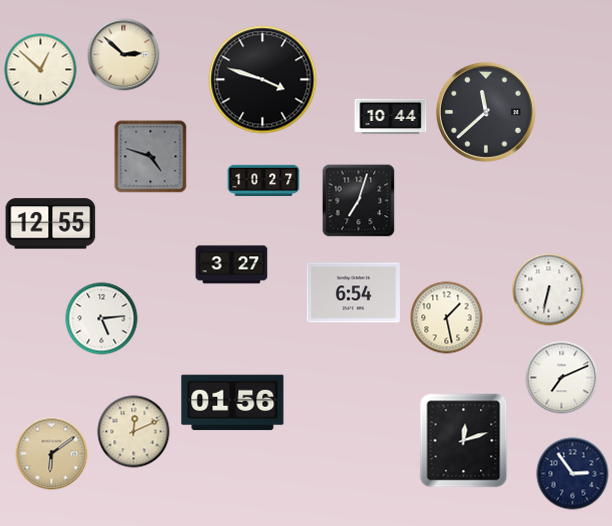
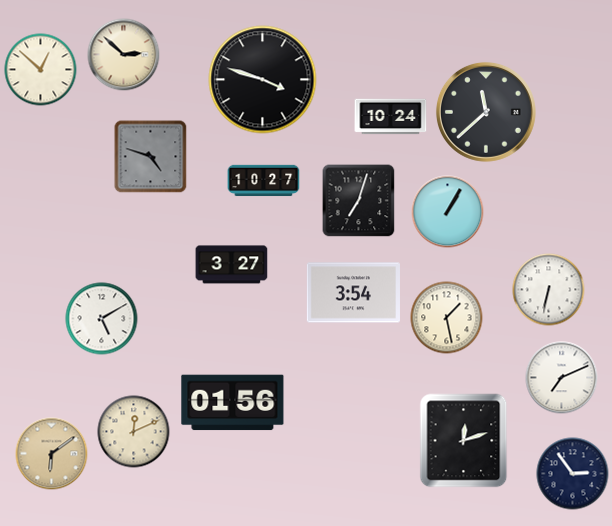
clock at (391, 117): 10:44 -> 10:24
clock at (448, 212): none -> 1:05
clock at (51, 224): 12:55 -> none
clock at (353, 293): 6:54 -> 3:54
clock at (102, 319): 5:14 -> 5:10
